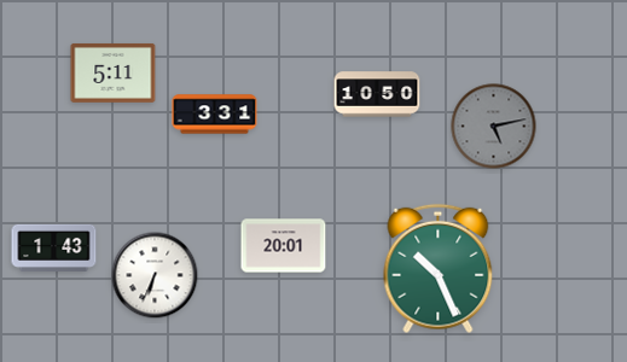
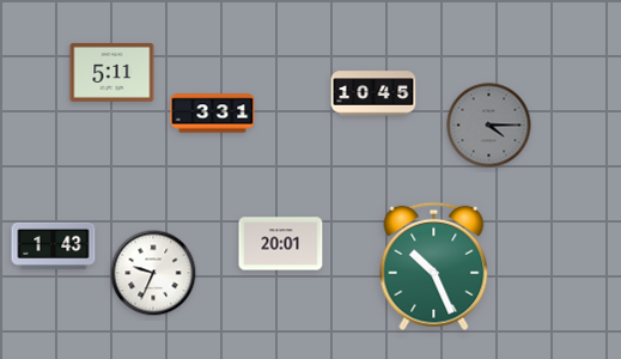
clock at (377, 94): 10:50 -> 10:45
clock at (494, 127): 5:13 -> 4:15
clock at (155, 275): 6:34 -> 9:34
